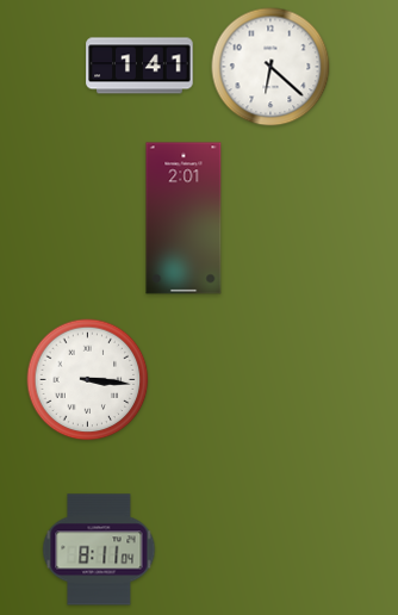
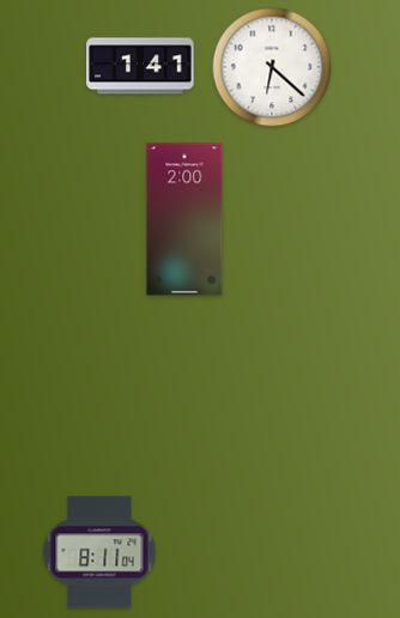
clock at (184, 218): 2:01 -> 2:00
clock at (88, 380): 3:16 -> none
